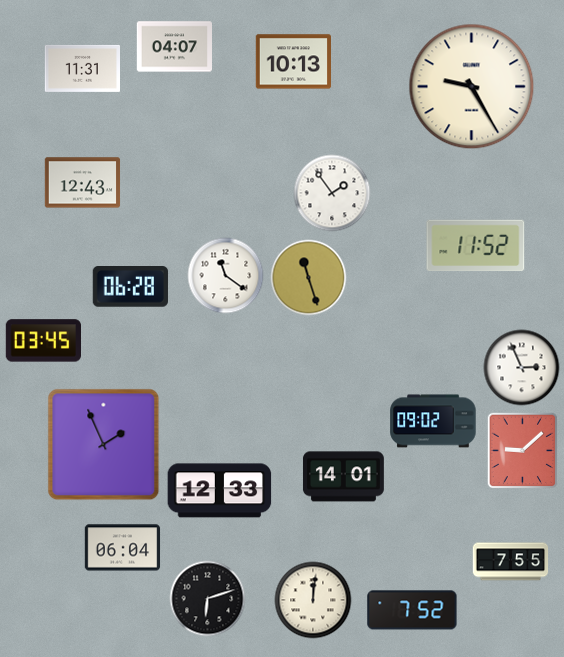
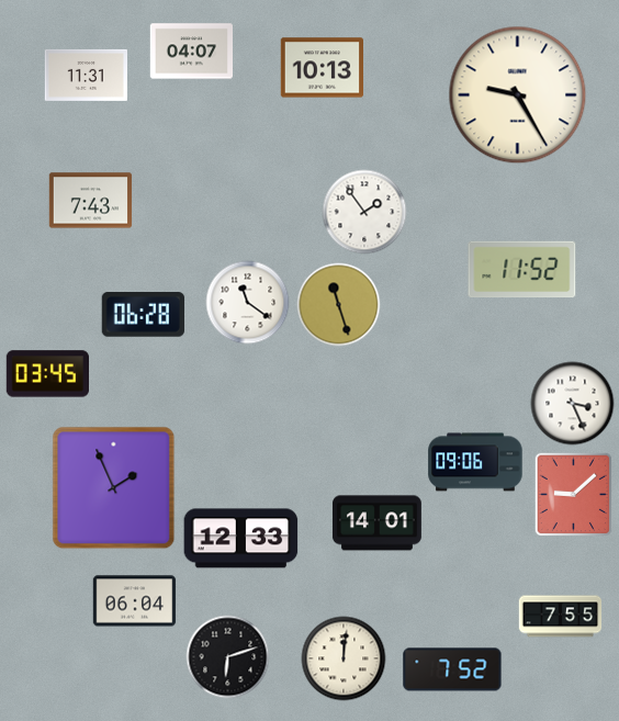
clock at (83, 68) position: (83, 68) -> (87, 75)
clock at (83, 183): 12:43 -> 7:43
clock at (522, 368): 2:56 -> 3:26
clock at (433, 421): 09:02 -> 09:06
